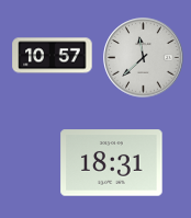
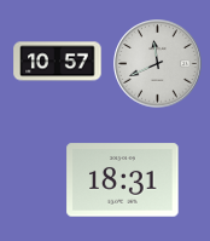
clock at (144, 58): 11:38 -> 11:41
